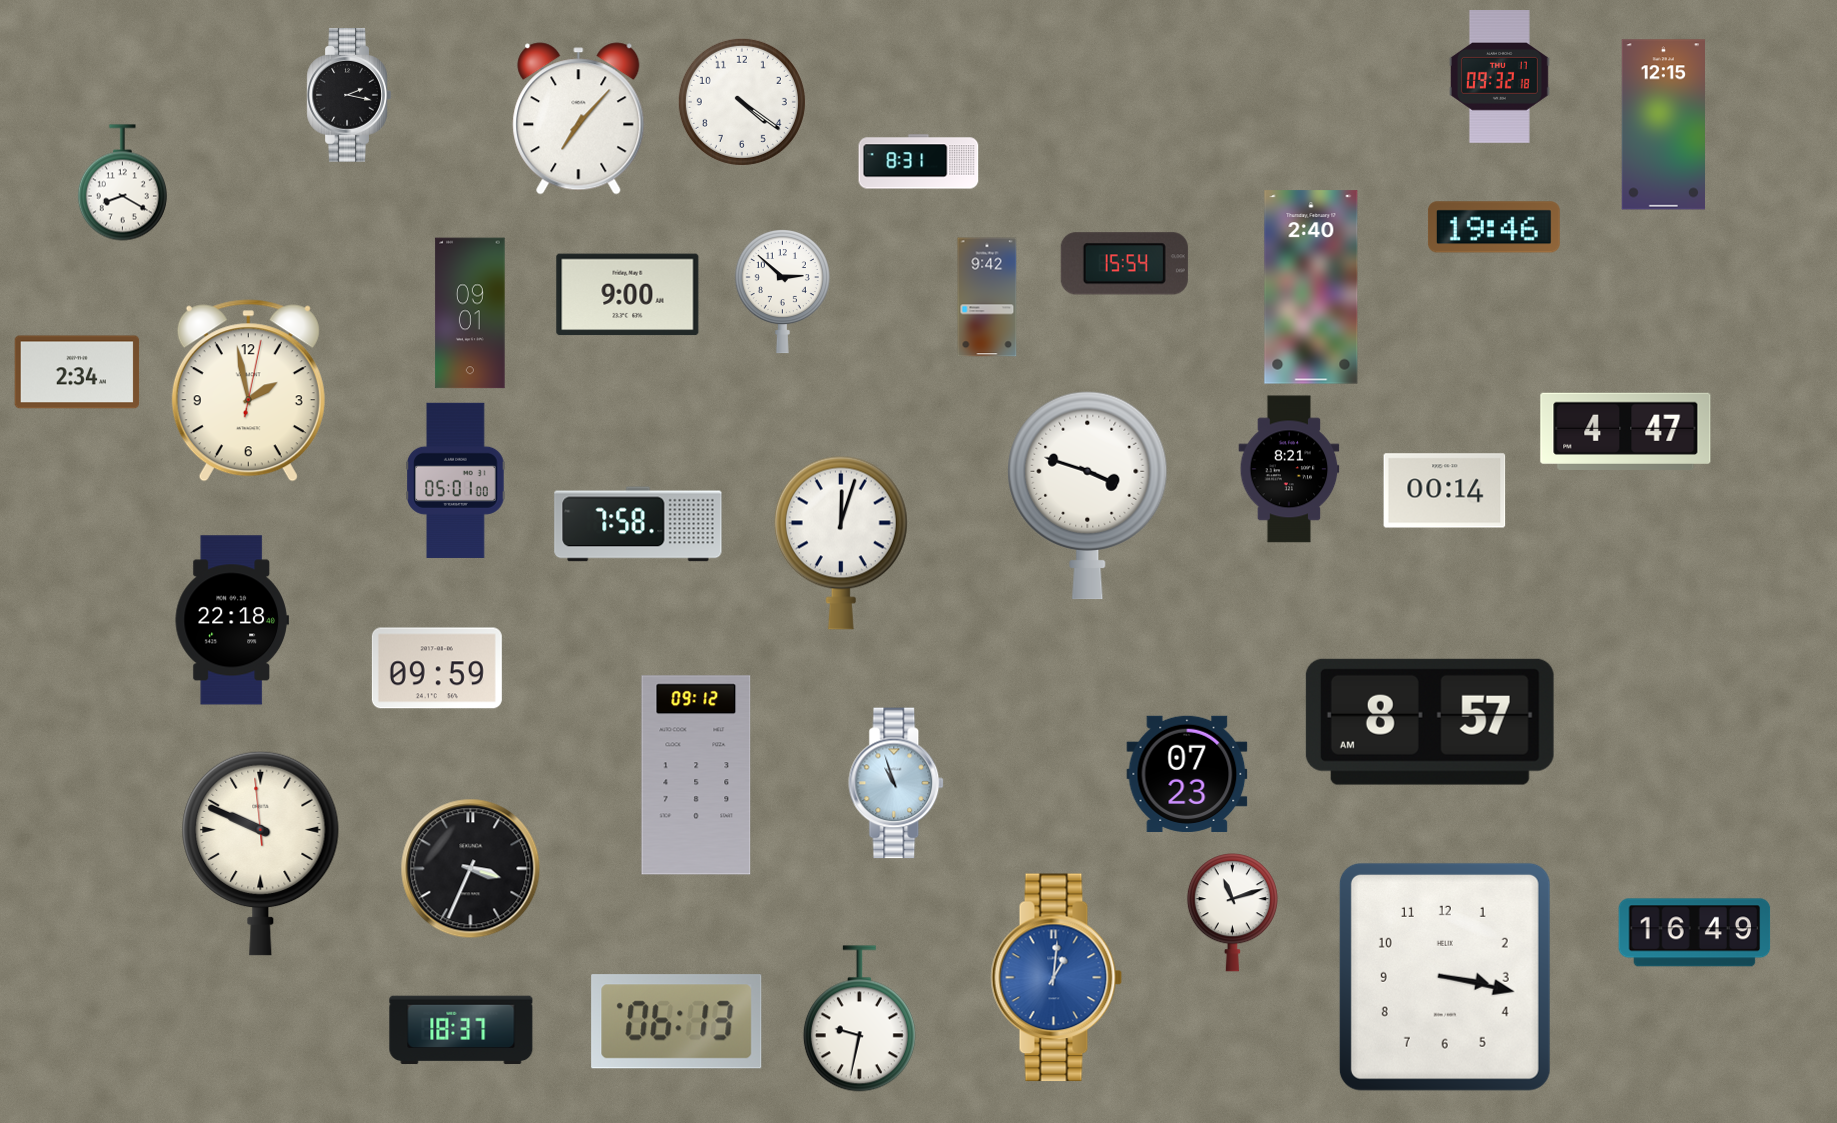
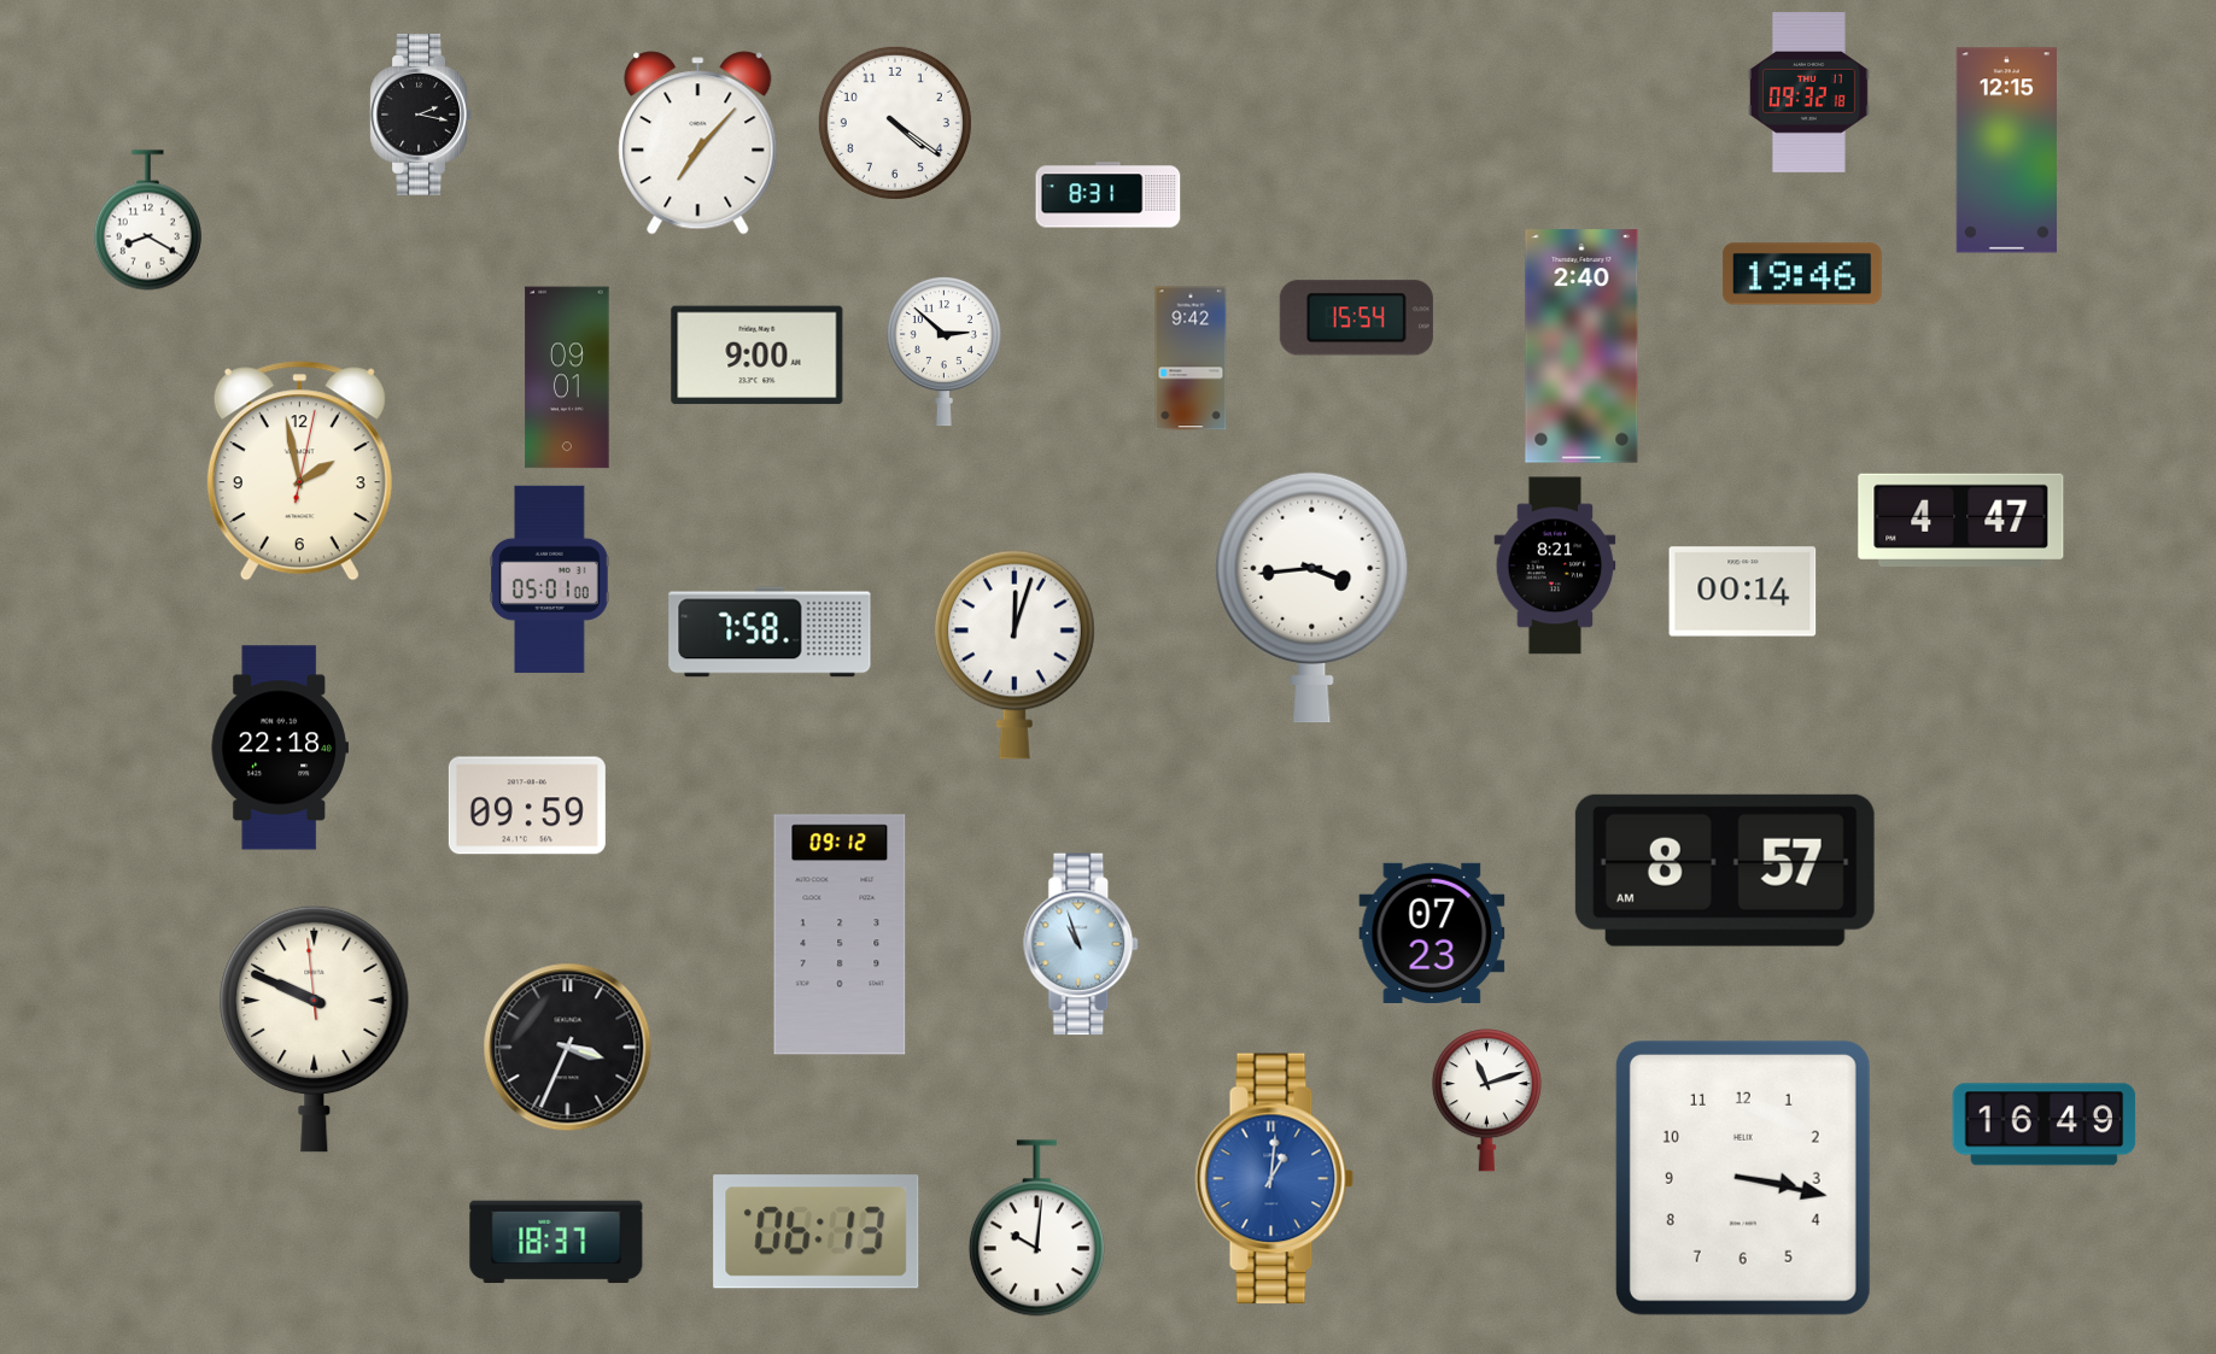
clock at (77, 372): 2:34 -> none
clock at (1088, 495): 3:48 -> 3:44
clock at (859, 1019): 9:32 -> 10:01
